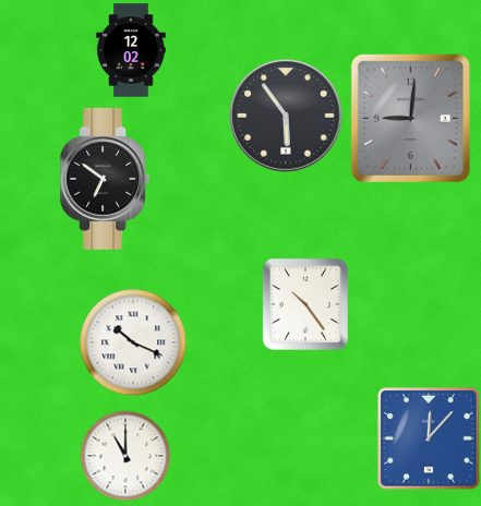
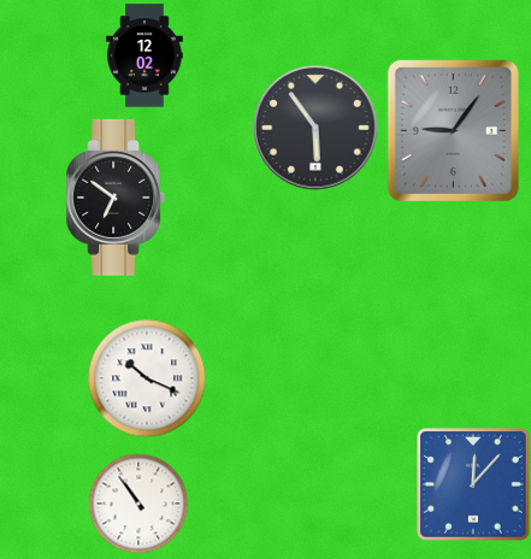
clock at (410, 118): 9:01 -> 9:06
clock at (305, 304): 10:24 -> none
clock at (125, 456): 11:00 -> 10:54
